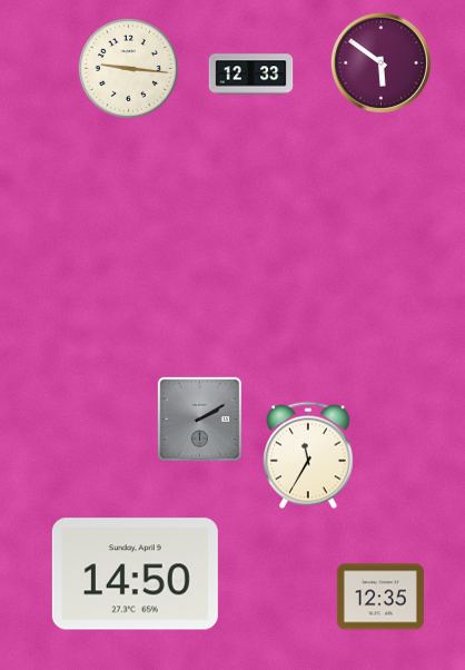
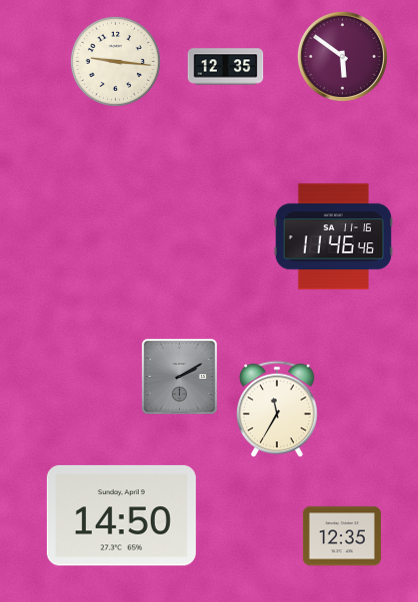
clock at (251, 75): 12:33 -> 12:35
clock at (333, 237): none -> 11:46
